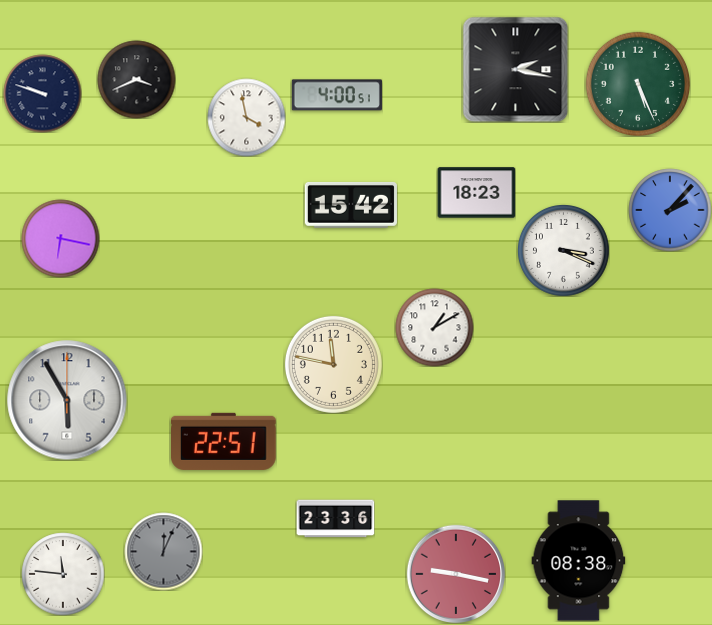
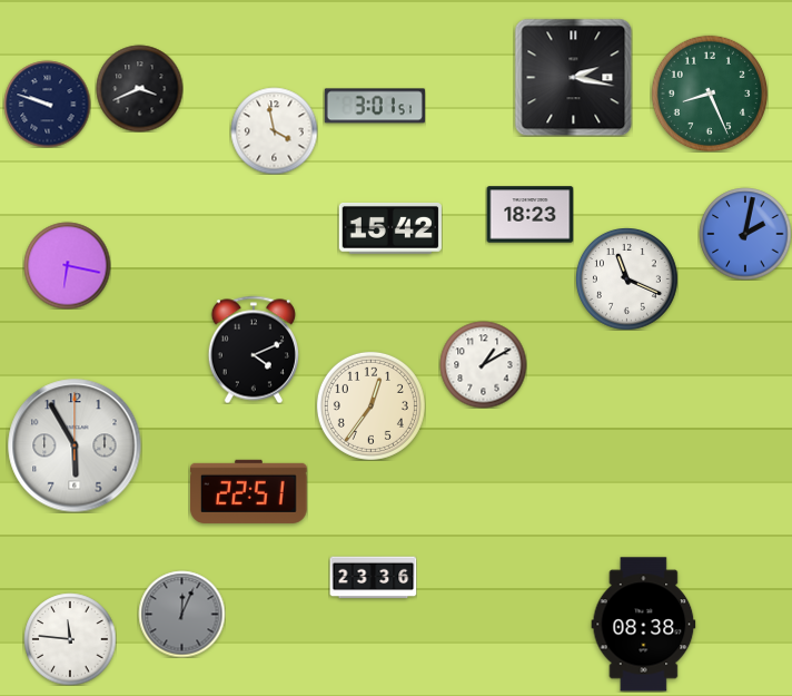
clock at (136, 79) position: (136, 79) -> (139, 88)
clock at (637, 83): 5:26 -> 8:26
clock at (337, 95): 4:00 -> 3:01
clock at (670, 210): 2:07 -> 2:02
clock at (564, 251): 3:19 -> 11:19
clock at (254, 350): none -> 4:11
clock at (333, 364): 11:47 -> 12:36
clock at (455, 573): 9:17 -> none
